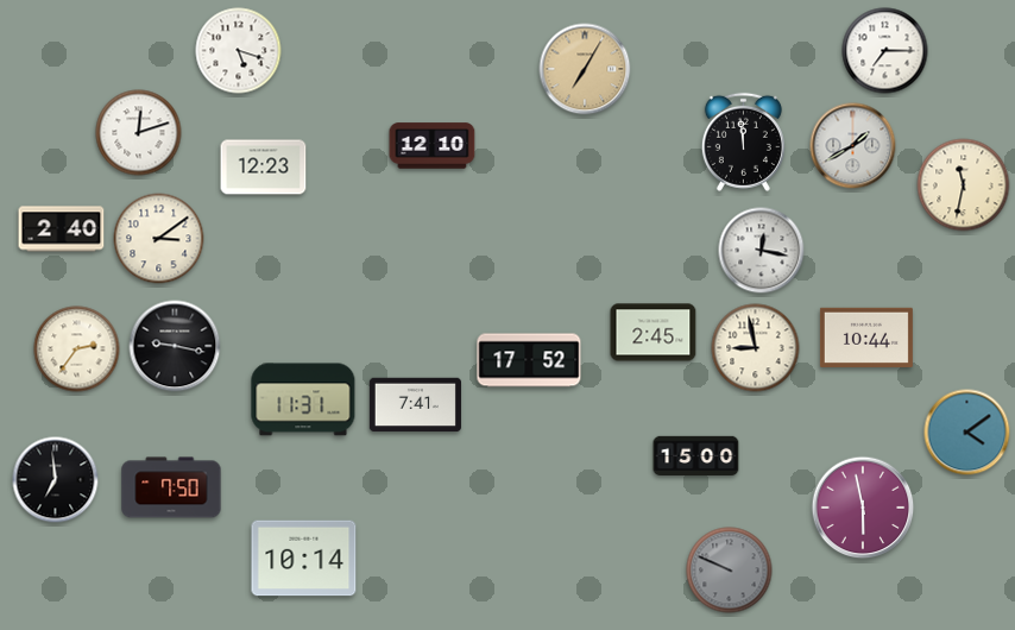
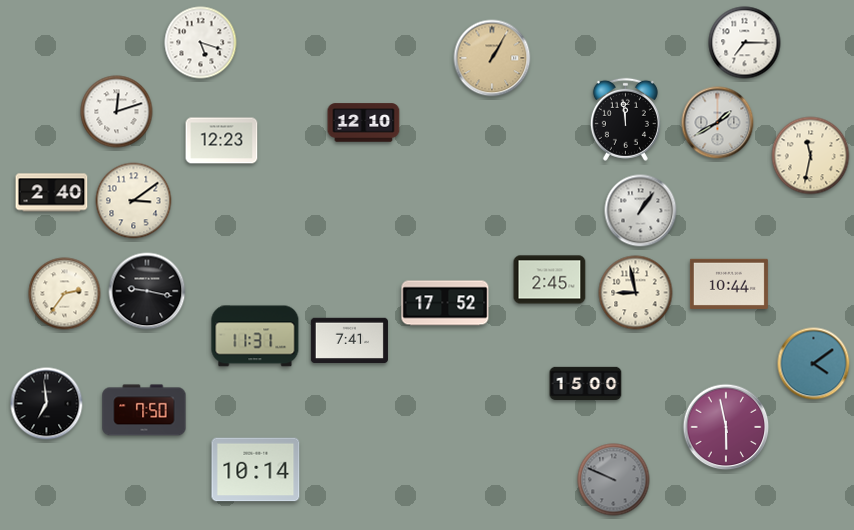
clock at (585, 69): 7:05 -> 1:05
clock at (762, 251): 12:17 -> 1:06
